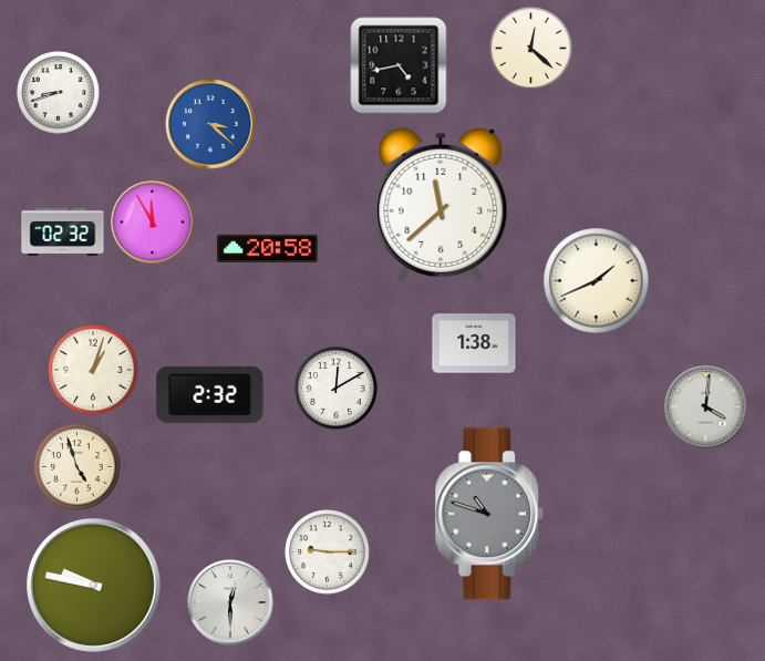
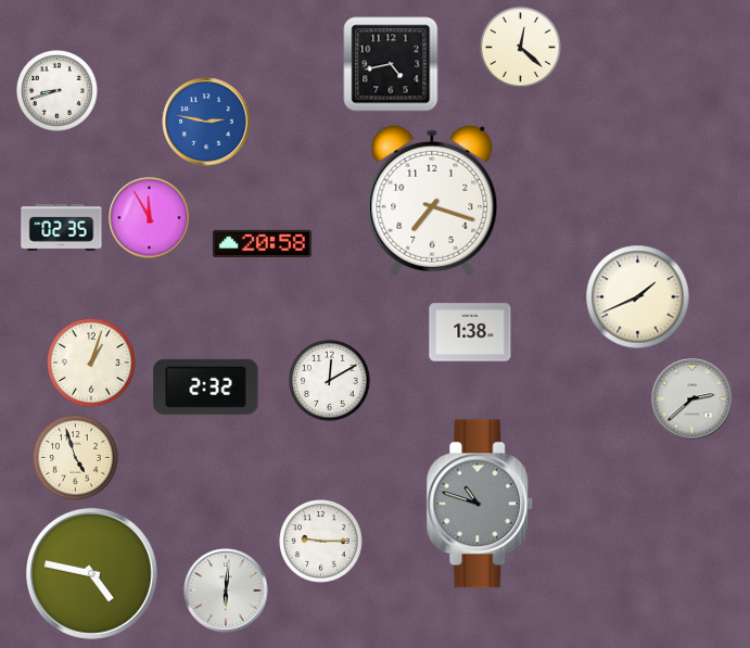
clock at (210, 124): 3:22 -> 2:47
clock at (441, 205): 11:38 -> 7:18
clock at (63, 231): 02:32 -> 02:35
clock at (597, 281) position: (597, 281) -> (638, 297)
clock at (474, 343) position: (474, 343) -> (470, 332)
clock at (706, 407): 4:01 -> 2:38
clock at (93, 585): 9:47 -> 4:47
clock at (230, 602): 12:30 -> 6:01
